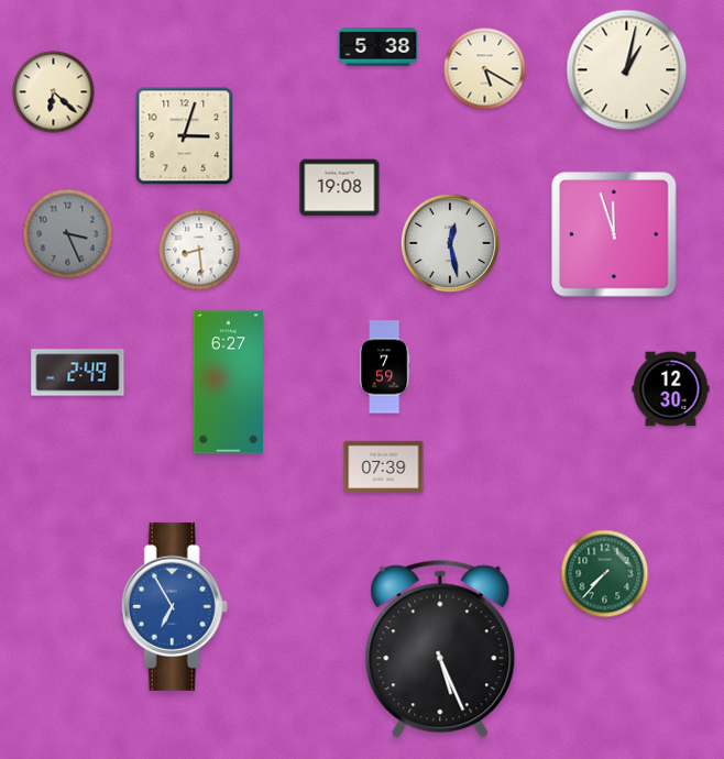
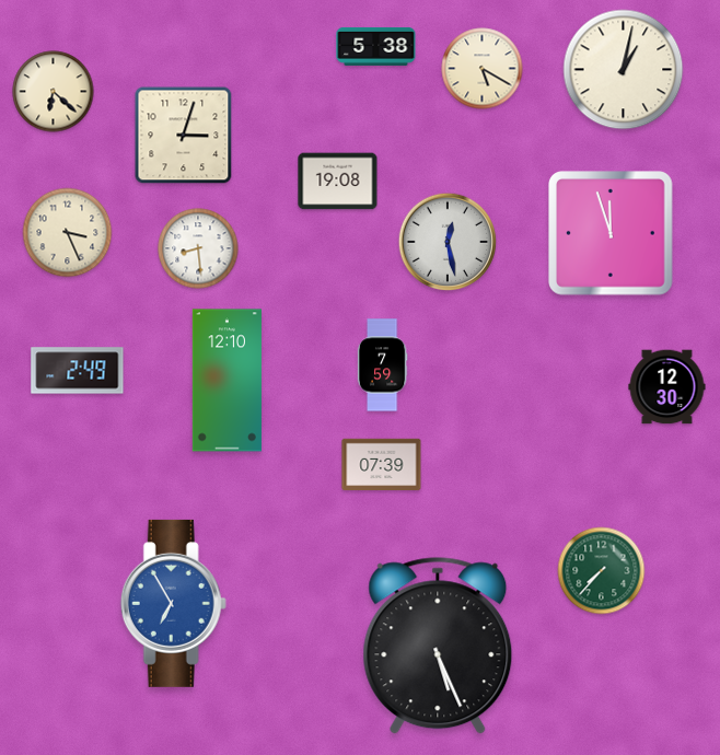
clock at (340, 188) position: (340, 188) -> (338, 182)
clock at (68, 234) dial: grey -> cream
clock at (228, 383): 6:27 -> 12:10
